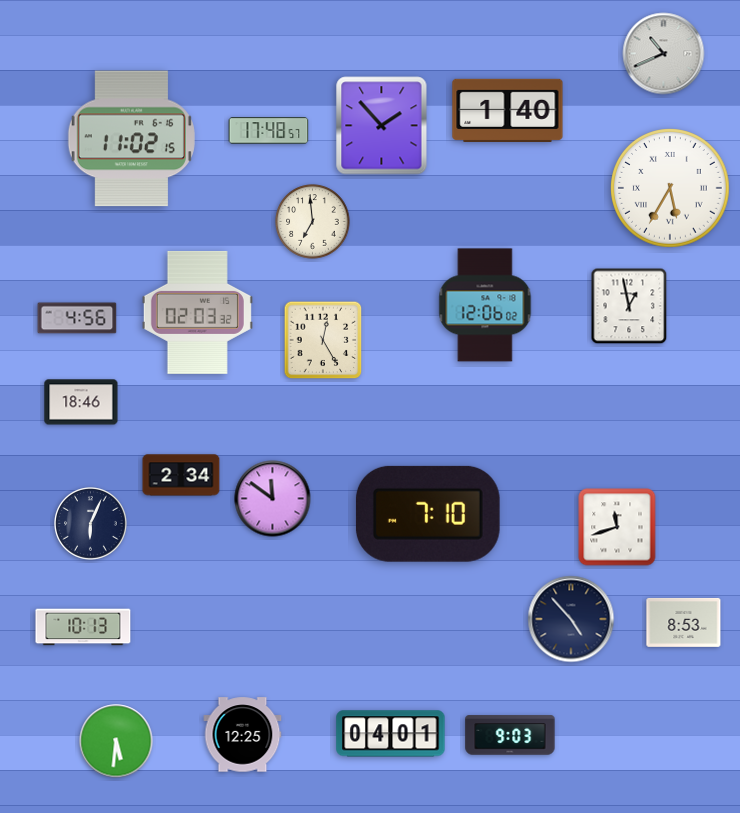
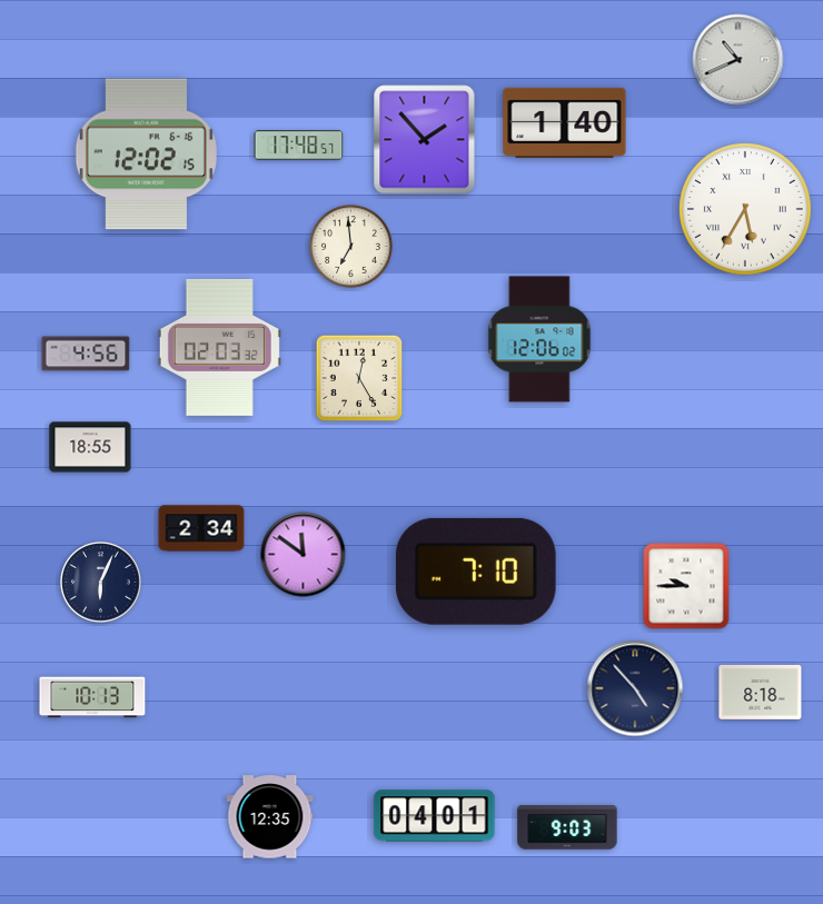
clock at (131, 139): 11:02 -> 12:02
clock at (313, 222) position: (313, 222) -> (351, 247)
clock at (629, 306): 12:58 -> none
clock at (81, 402): 18:46 -> 18:55
clock at (617, 527): 11:42 -> 9:45
clock at (684, 622): 8:53 -> 8:18
clock at (243, 735): 12:25 -> 12:35
clock at (510, 735) position: (510, 735) -> (567, 827)
clock at (116, 741): 5:31 -> none
